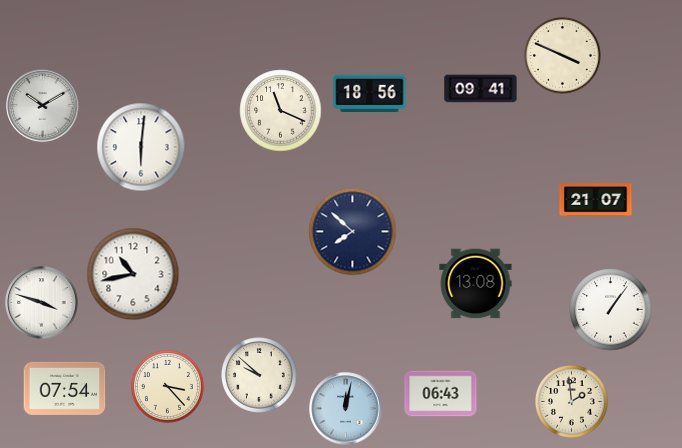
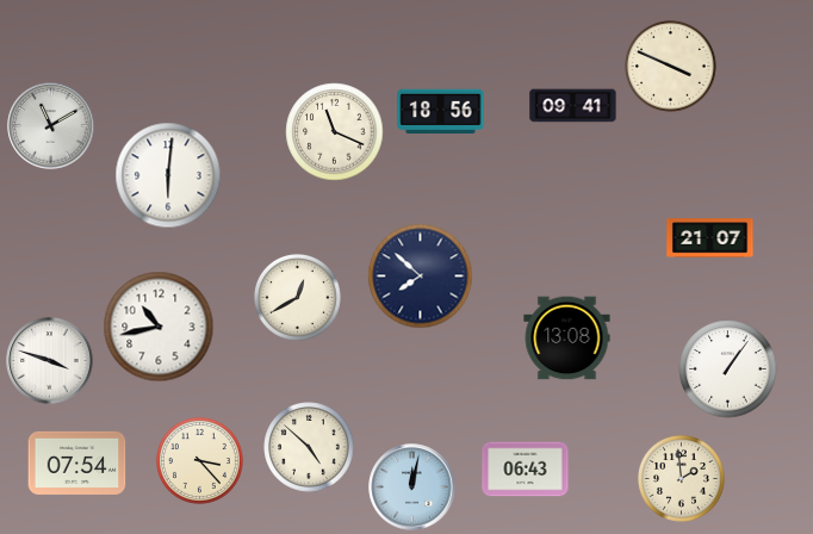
clock at (43, 106): 10:10 -> 11:10
clock at (297, 297): none -> 12:40
clock at (259, 375): 9:52 -> 4:52
